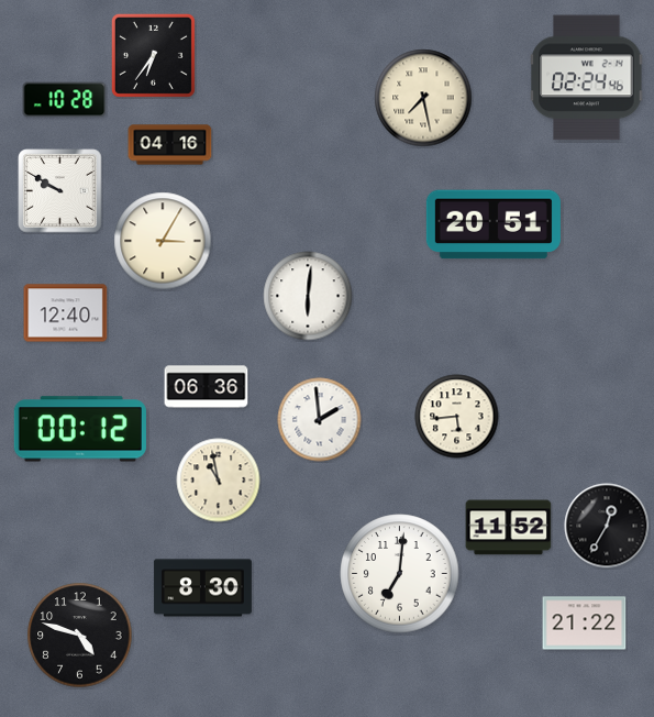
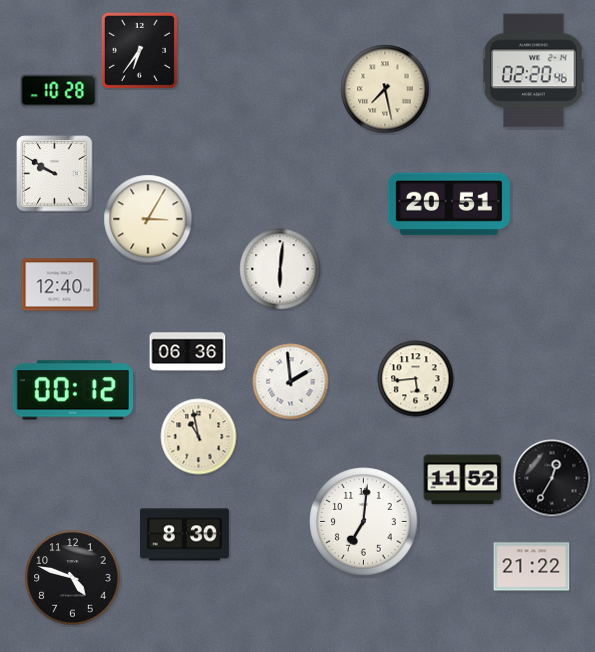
clock at (587, 78): 02:24 -> 02:20
clock at (170, 145): 04:16 -> none
